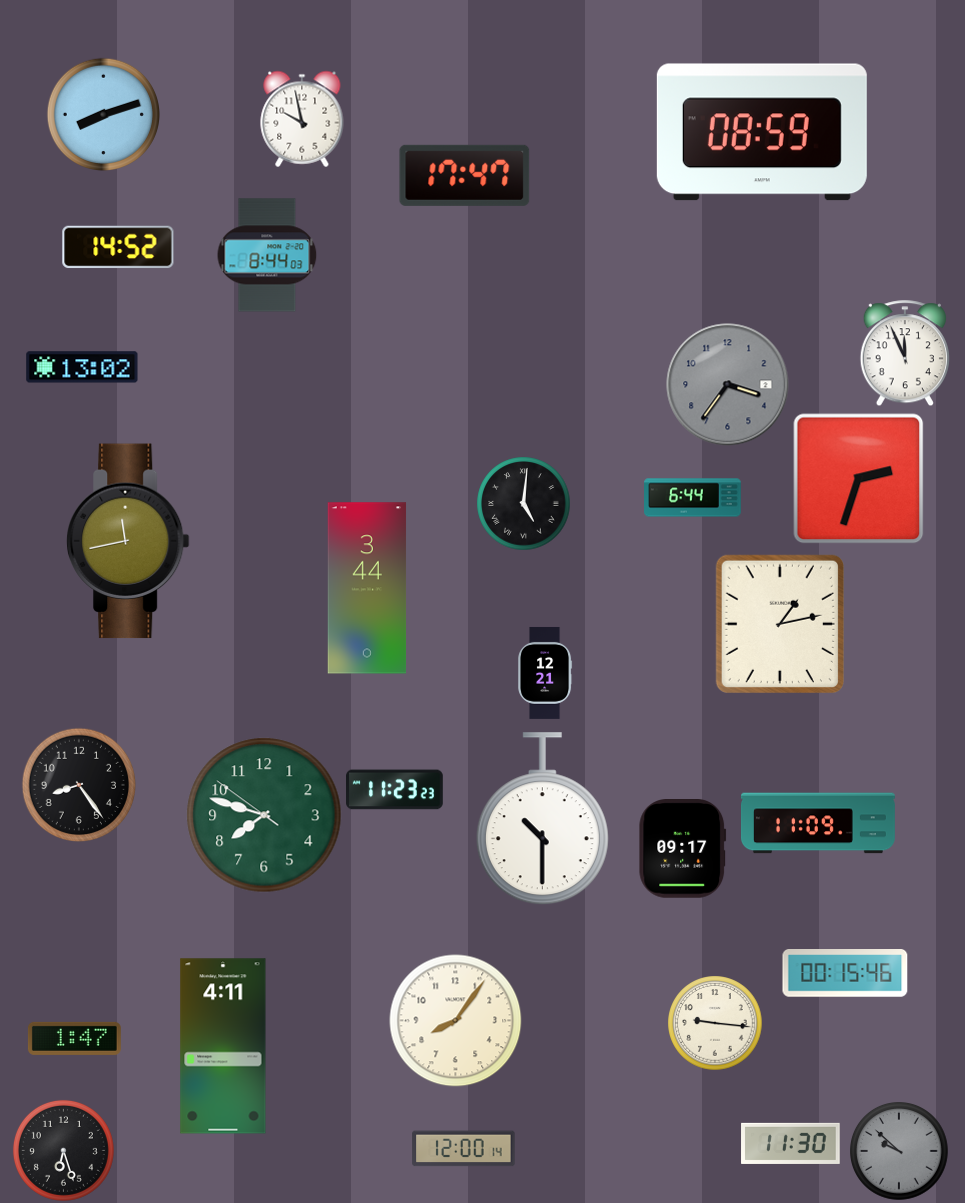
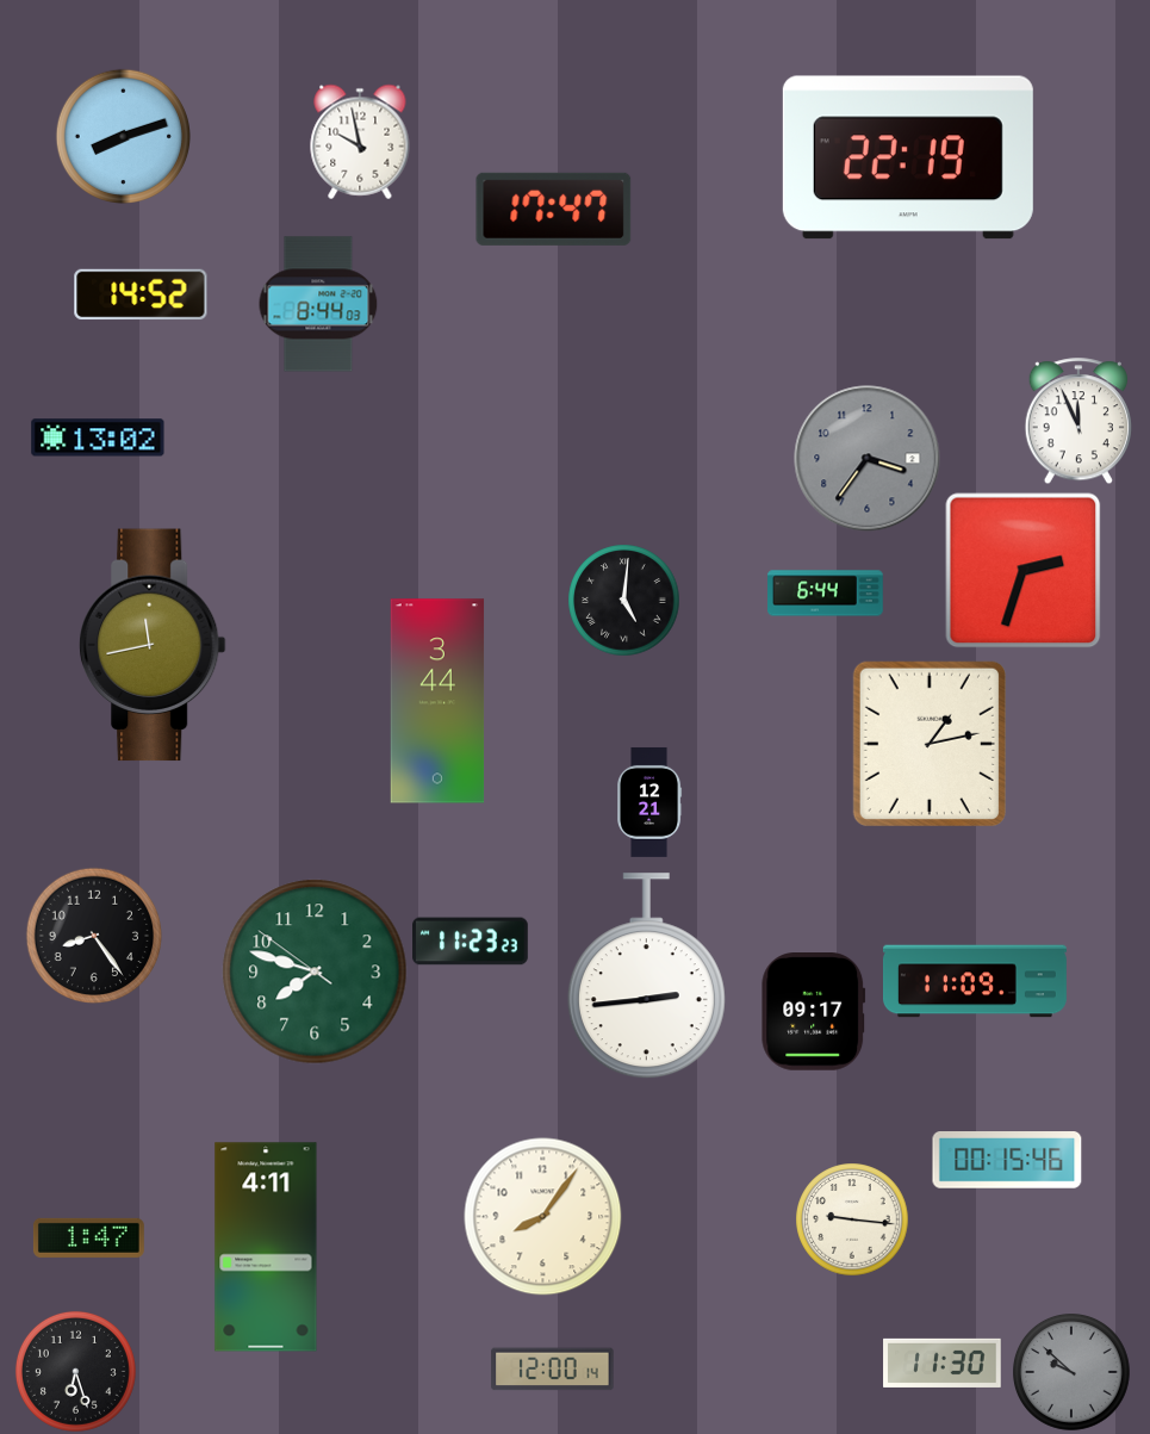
clock at (762, 132): 08:59 -> 22:19
clock at (542, 819): 10:30 -> 2:44
